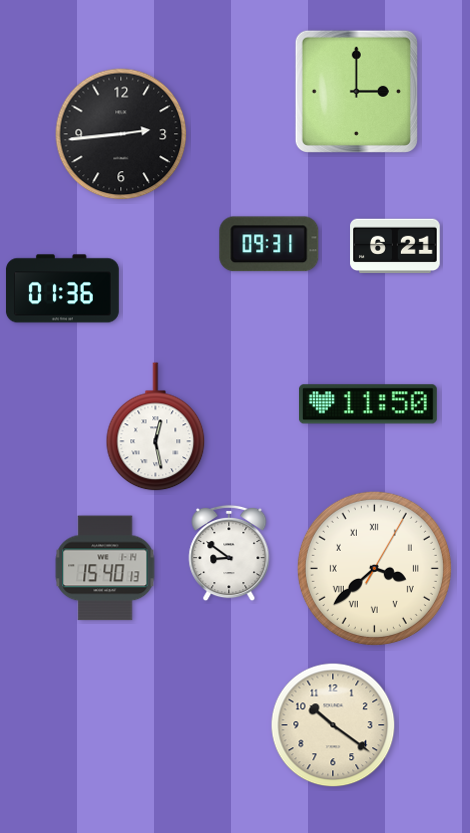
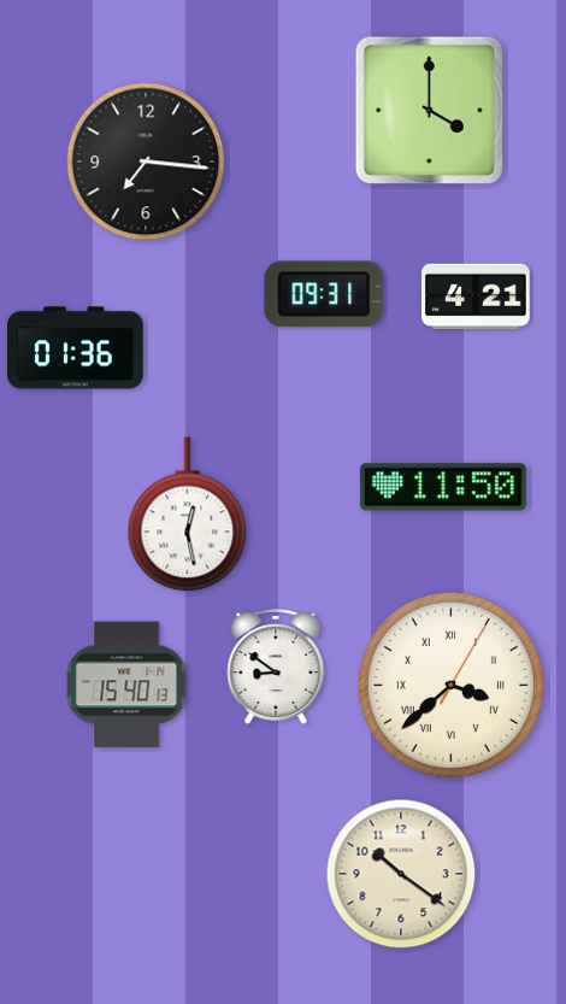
clock at (356, 91): 3:00 -> 4:00
clock at (121, 134): 2:44 -> 7:16
clock at (395, 246): 6:21 -> 4:21
